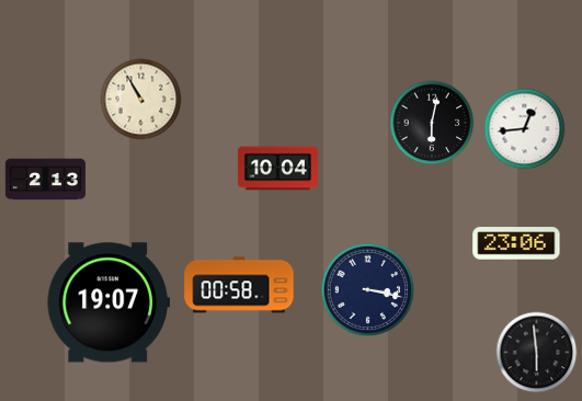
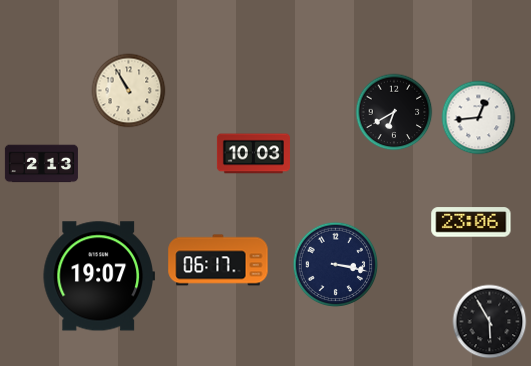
clock at (432, 123): 6:02 -> 6:40
clock at (277, 169): 10:04 -> 10:03
clock at (239, 285): 00:58 -> 06:17
clock at (537, 353): 5:59 -> 5:55
